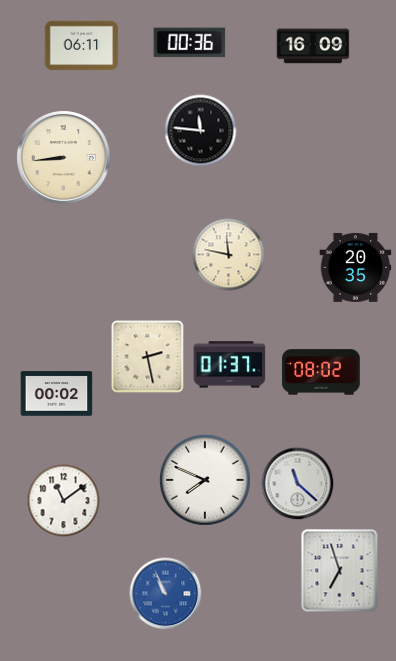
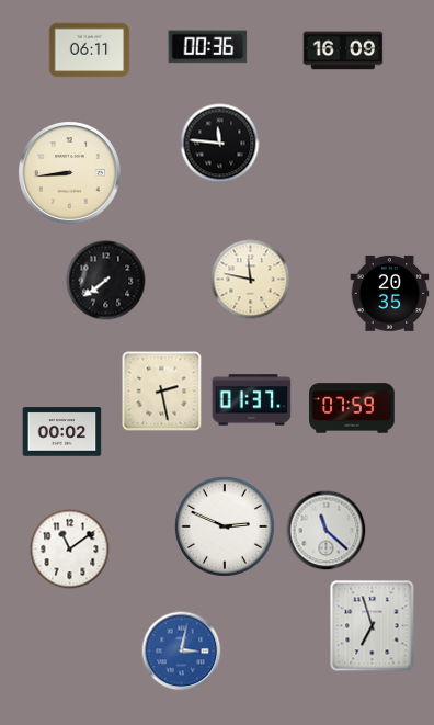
clock at (106, 281): none -> 7:39
clock at (321, 372): 08:02 -> 07:59
clock at (205, 480): 7:49 -> 2:49
clock at (166, 594): 10:56 -> 3:02
